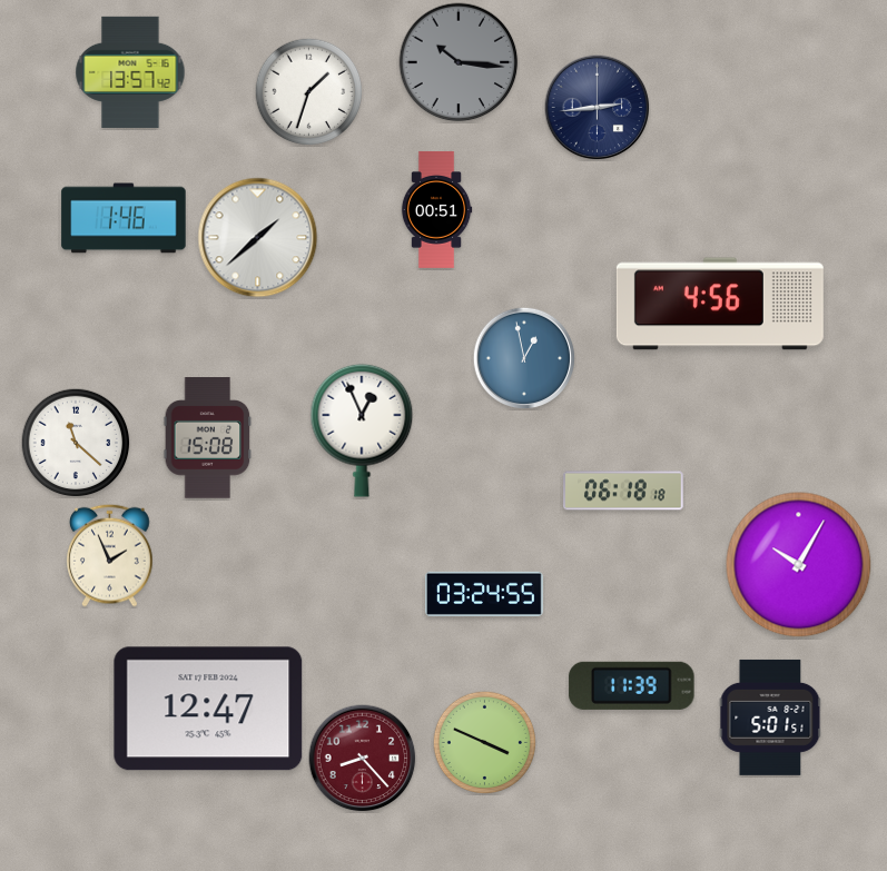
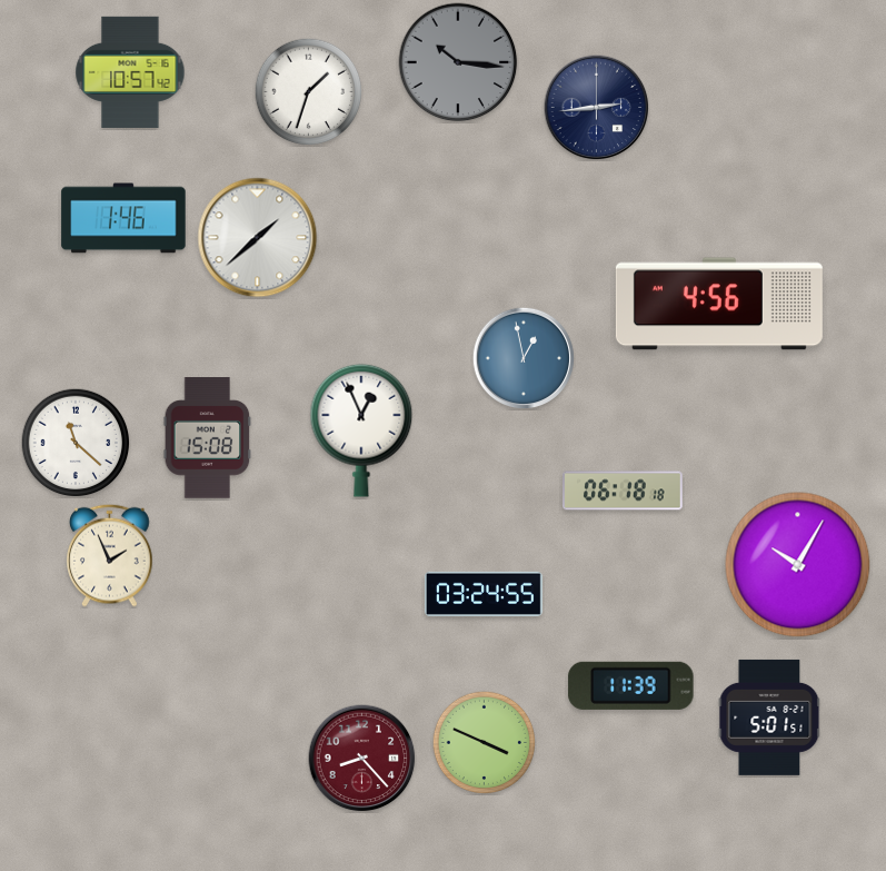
clock at (130, 72): 13:57 -> 10:57
clock at (436, 209): 00:51 -> none
clock at (208, 709): 12:47 -> none
